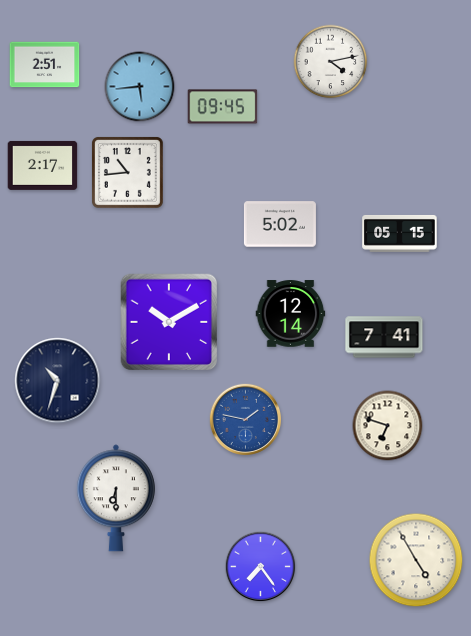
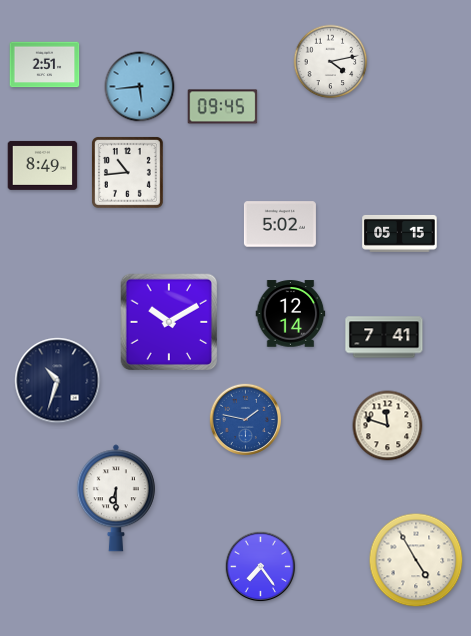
clock at (43, 165): 2:17 -> 8:49
clock at (388, 426): 6:48 -> 11:48
